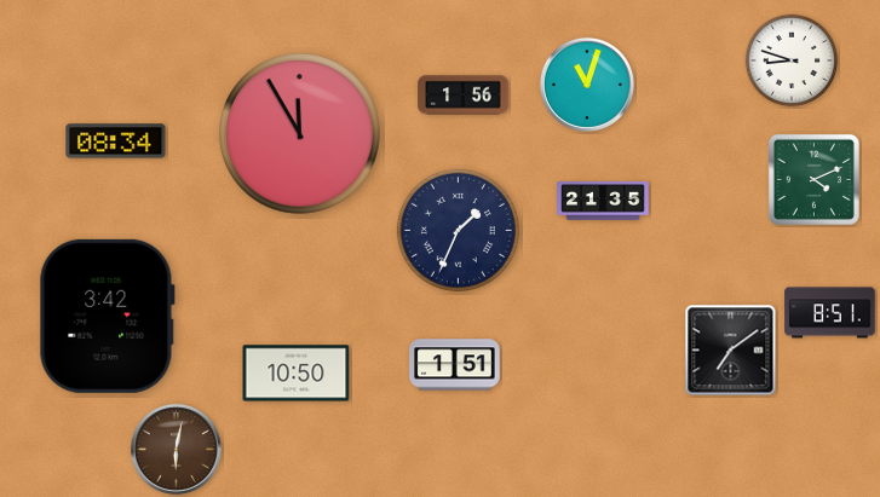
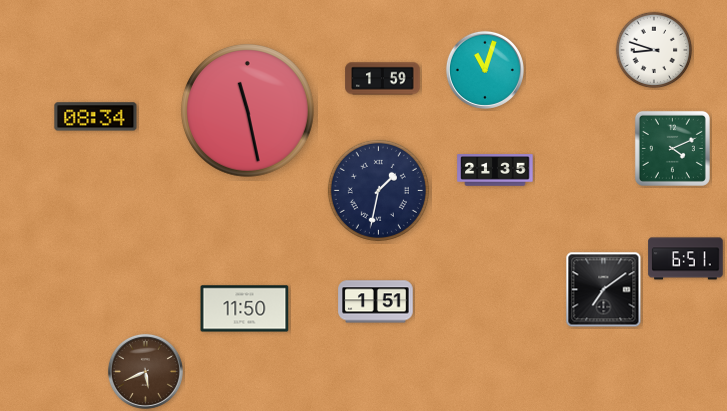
clock at (464, 96): 1:56 -> 1:59
clock at (299, 133): 11:55 -> 11:28
clock at (603, 201) position: (603, 201) -> (495, 170)
clock at (458, 230): 1:34 -> 1:32
clock at (830, 313): 8:51 -> 6:51
clock at (107, 316): 3:42 -> none
clock at (297, 374): 10:50 -> 11:50
clock at (176, 449): 6:02 -> 5:41
